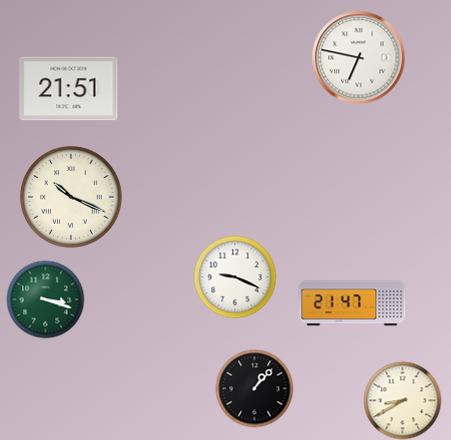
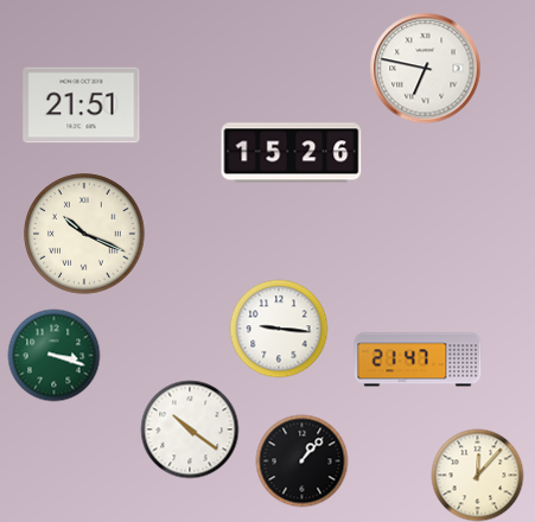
clock at (292, 153): none -> 15:26
clock at (235, 277): 9:19 -> 9:16
clock at (190, 429): none -> 10:21
clock at (402, 400): 8:40 -> 12:07
